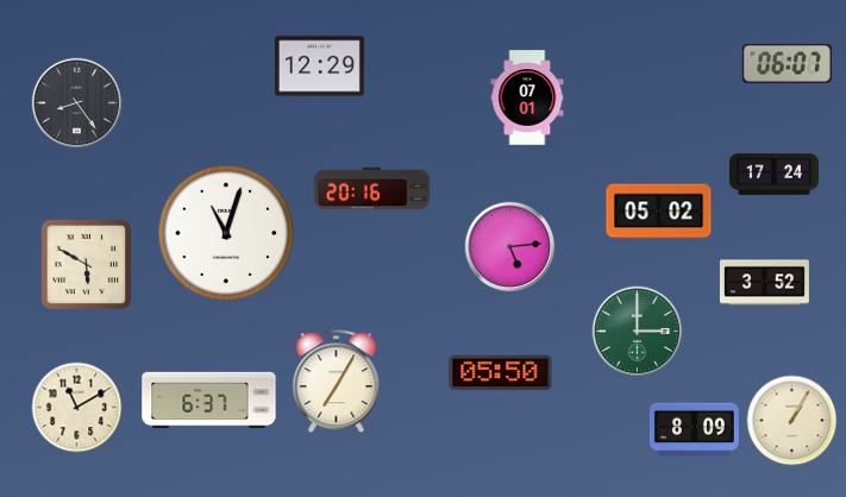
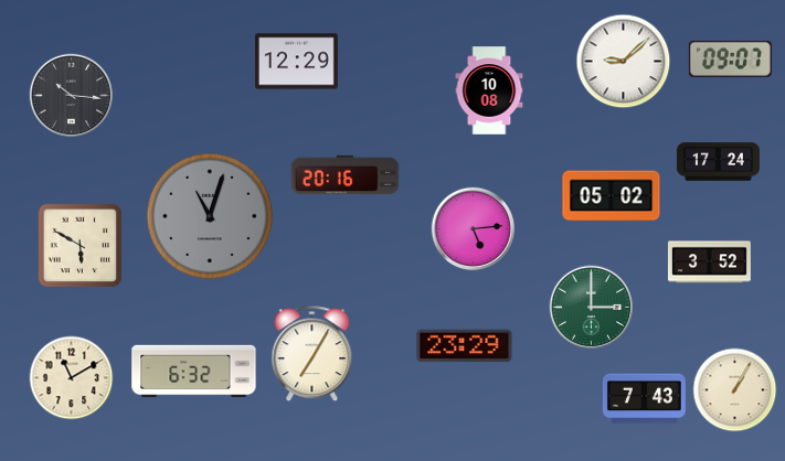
clock at (787, 63): 06:07 -> 09:07
clock at (624, 62): none -> 9:08
clock at (527, 97): 07:01 -> 10:08
clock at (77, 103): 8:24 -> 10:16
clock at (226, 233) dial: white -> grey
clock at (501, 373): 05:50 -> 23:29
clock at (209, 401): 6:37 -> 6:32
clock at (694, 430): 8:09 -> 7:43
